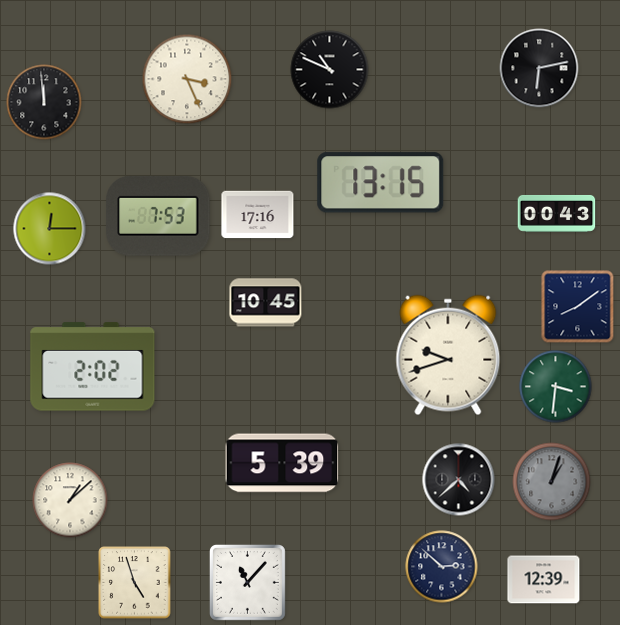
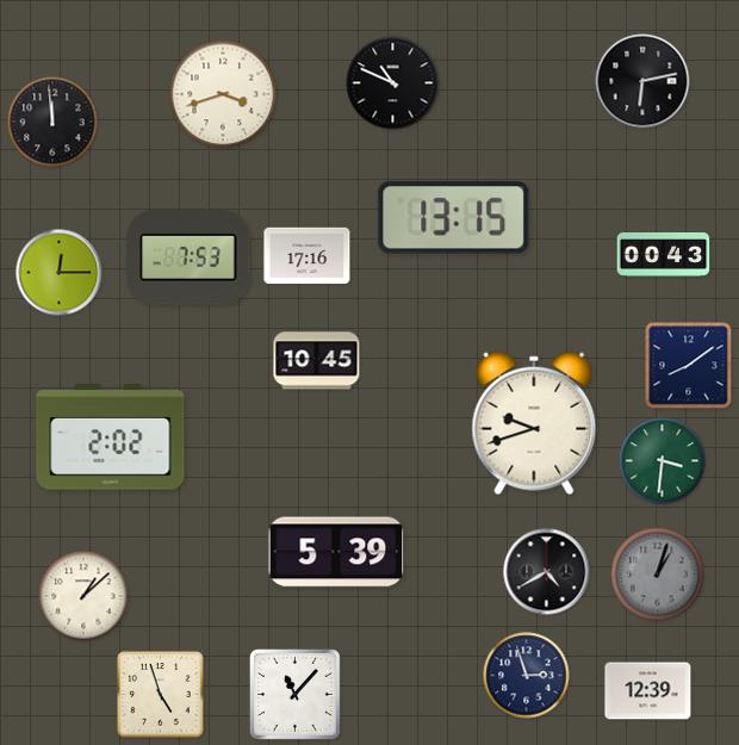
clock at (187, 79): 3:26 -> 3:42
clock at (459, 480): 4:38 -> 4:40
clock at (442, 567): 2:52 -> 2:57
